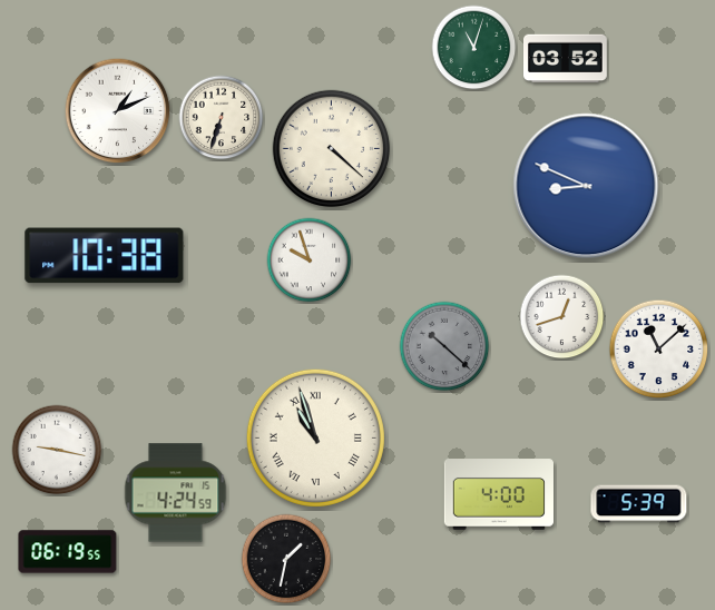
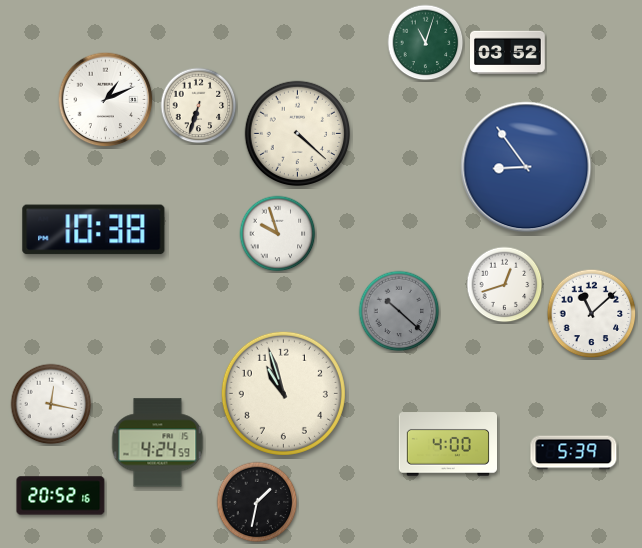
clock at (586, 186): 8:49 -> 8:54
clock at (315, 437) numerals: Roman -> Arabic
clock at (57, 450): 9:17 -> 12:17
clock at (68, 552): 06:19 -> 20:52
